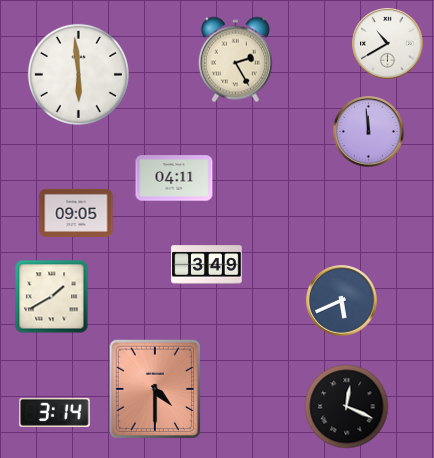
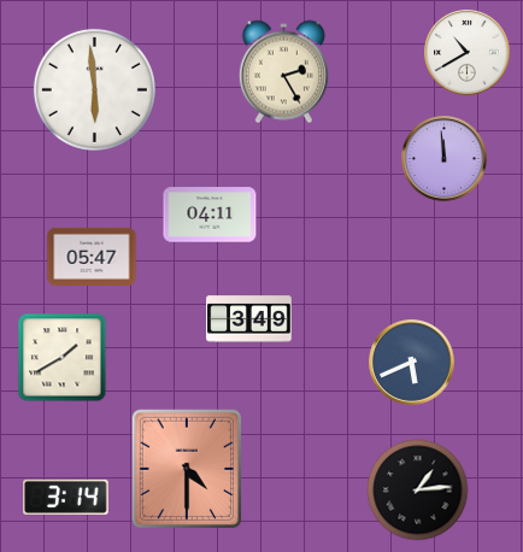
clock at (76, 213): 09:05 -> 05:47
clock at (347, 407): 12:19 -> 1:14
